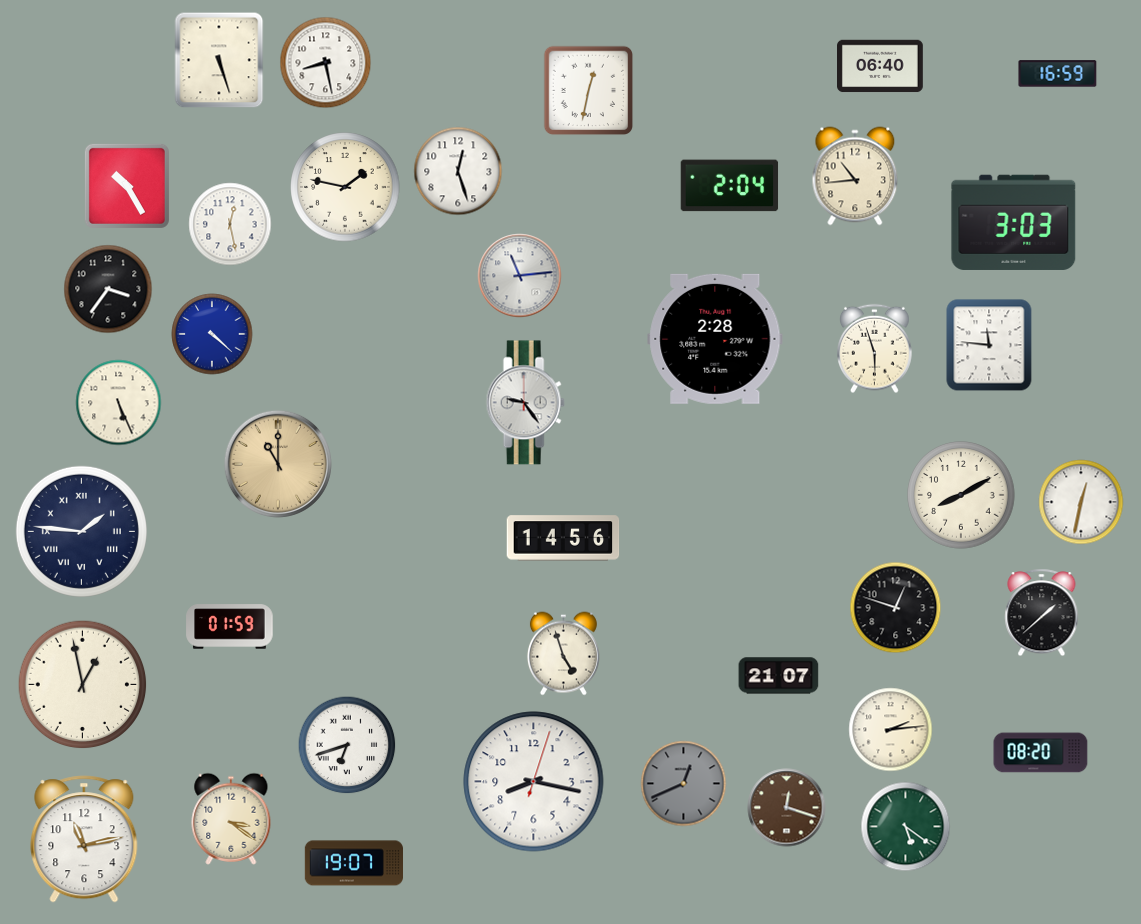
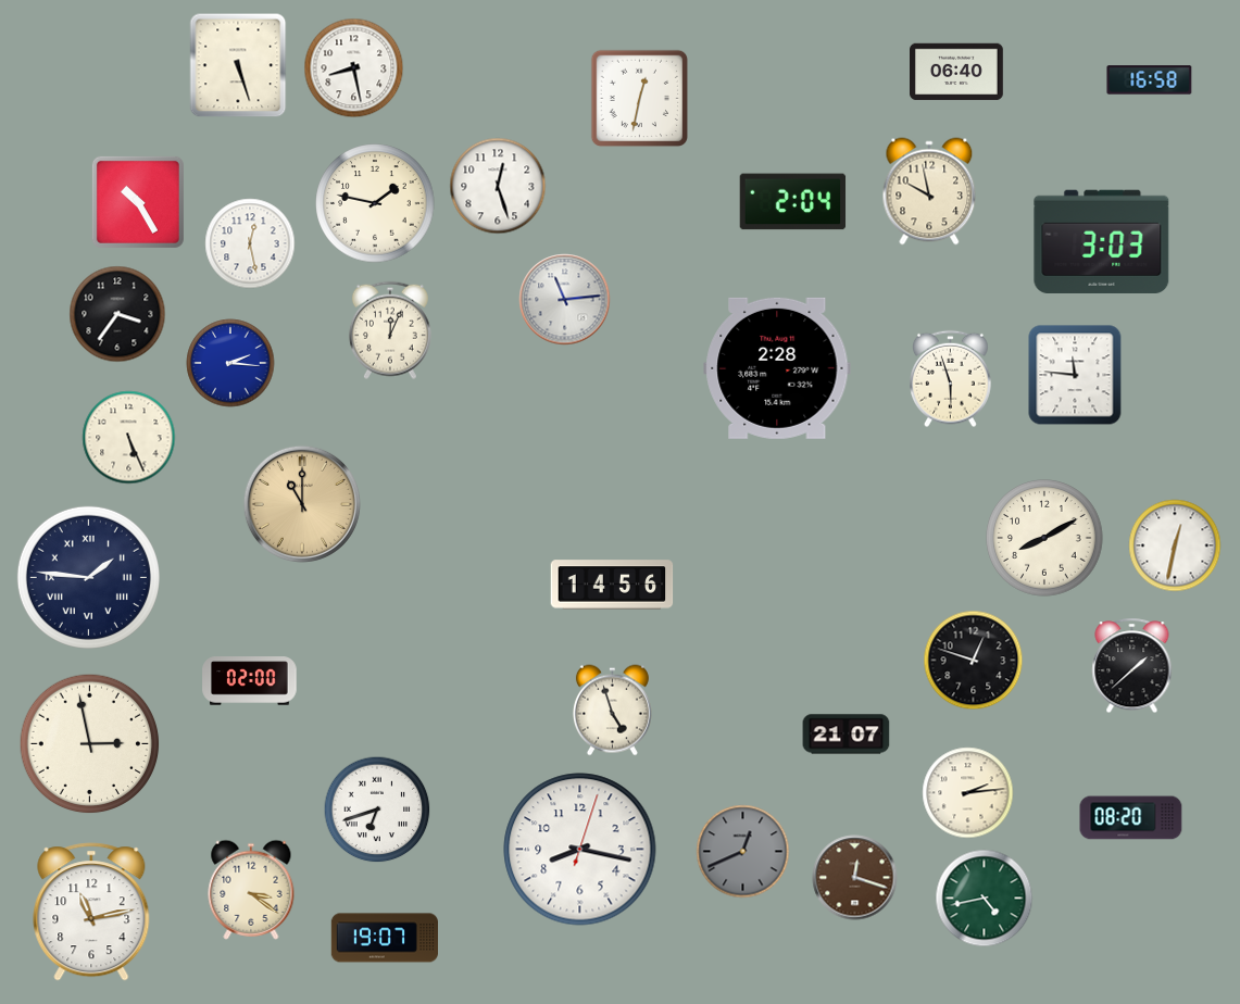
clock at (1058, 74): 16:59 -> 16:58
clock at (855, 176): 10:44 -> 9:58
clock at (390, 330): none -> 12:04
clock at (212, 334): 4:22 -> 2:16
clock at (525, 403): 9:24 -> none
clock at (230, 627): 01:59 -> 02:00
clock at (83, 685): 12:58 -> 2:58
clock at (906, 827): 5:21 -> 4:43
